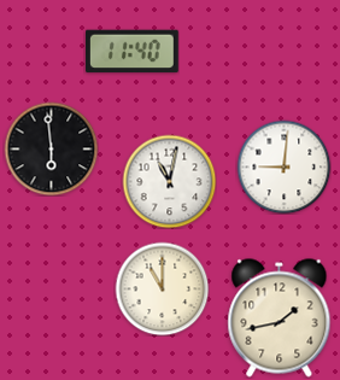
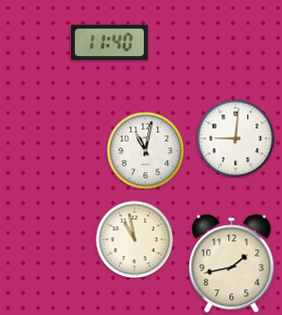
clock at (51, 148): 5:59 -> none
clock at (169, 181) position: (169, 181) -> (145, 150)
clock at (162, 288): 11:00 -> 10:58
